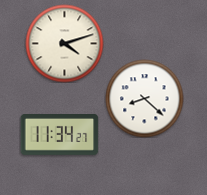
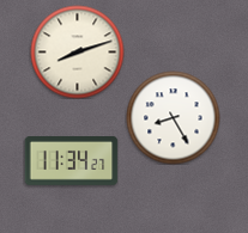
clock at (64, 43): 4:12 -> 8:12
clock at (144, 98): 8:22 -> 8:25
